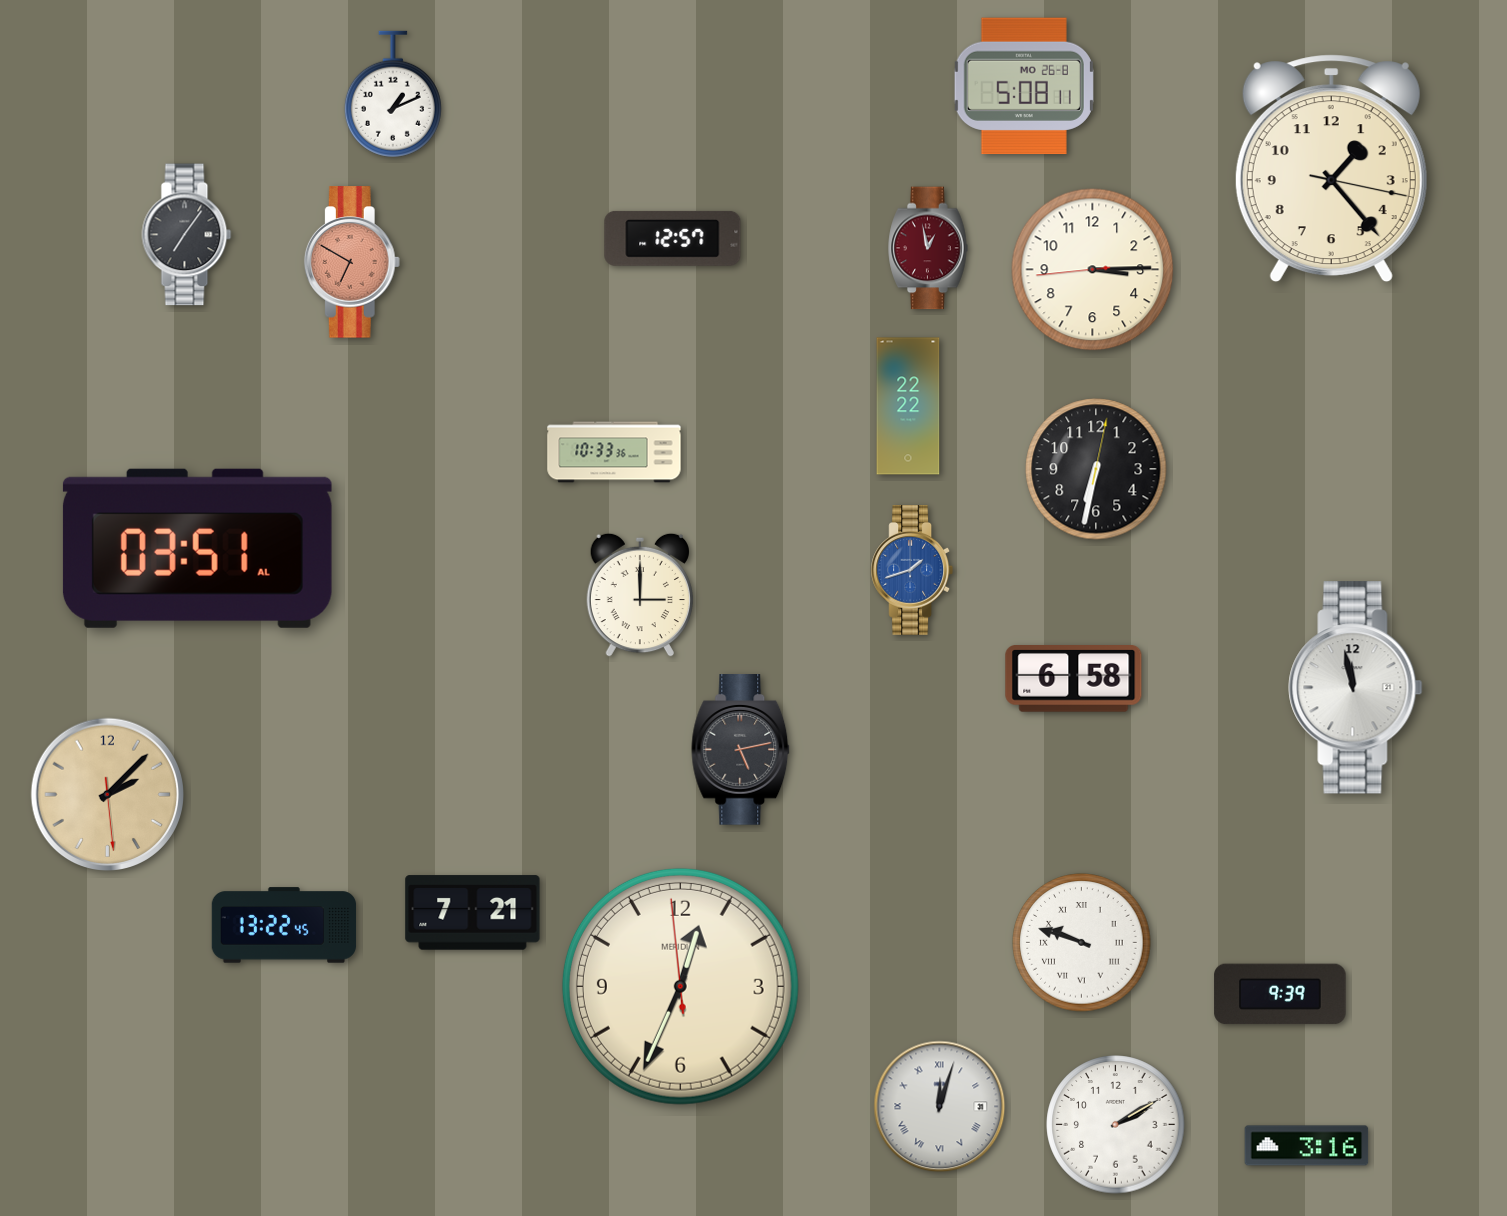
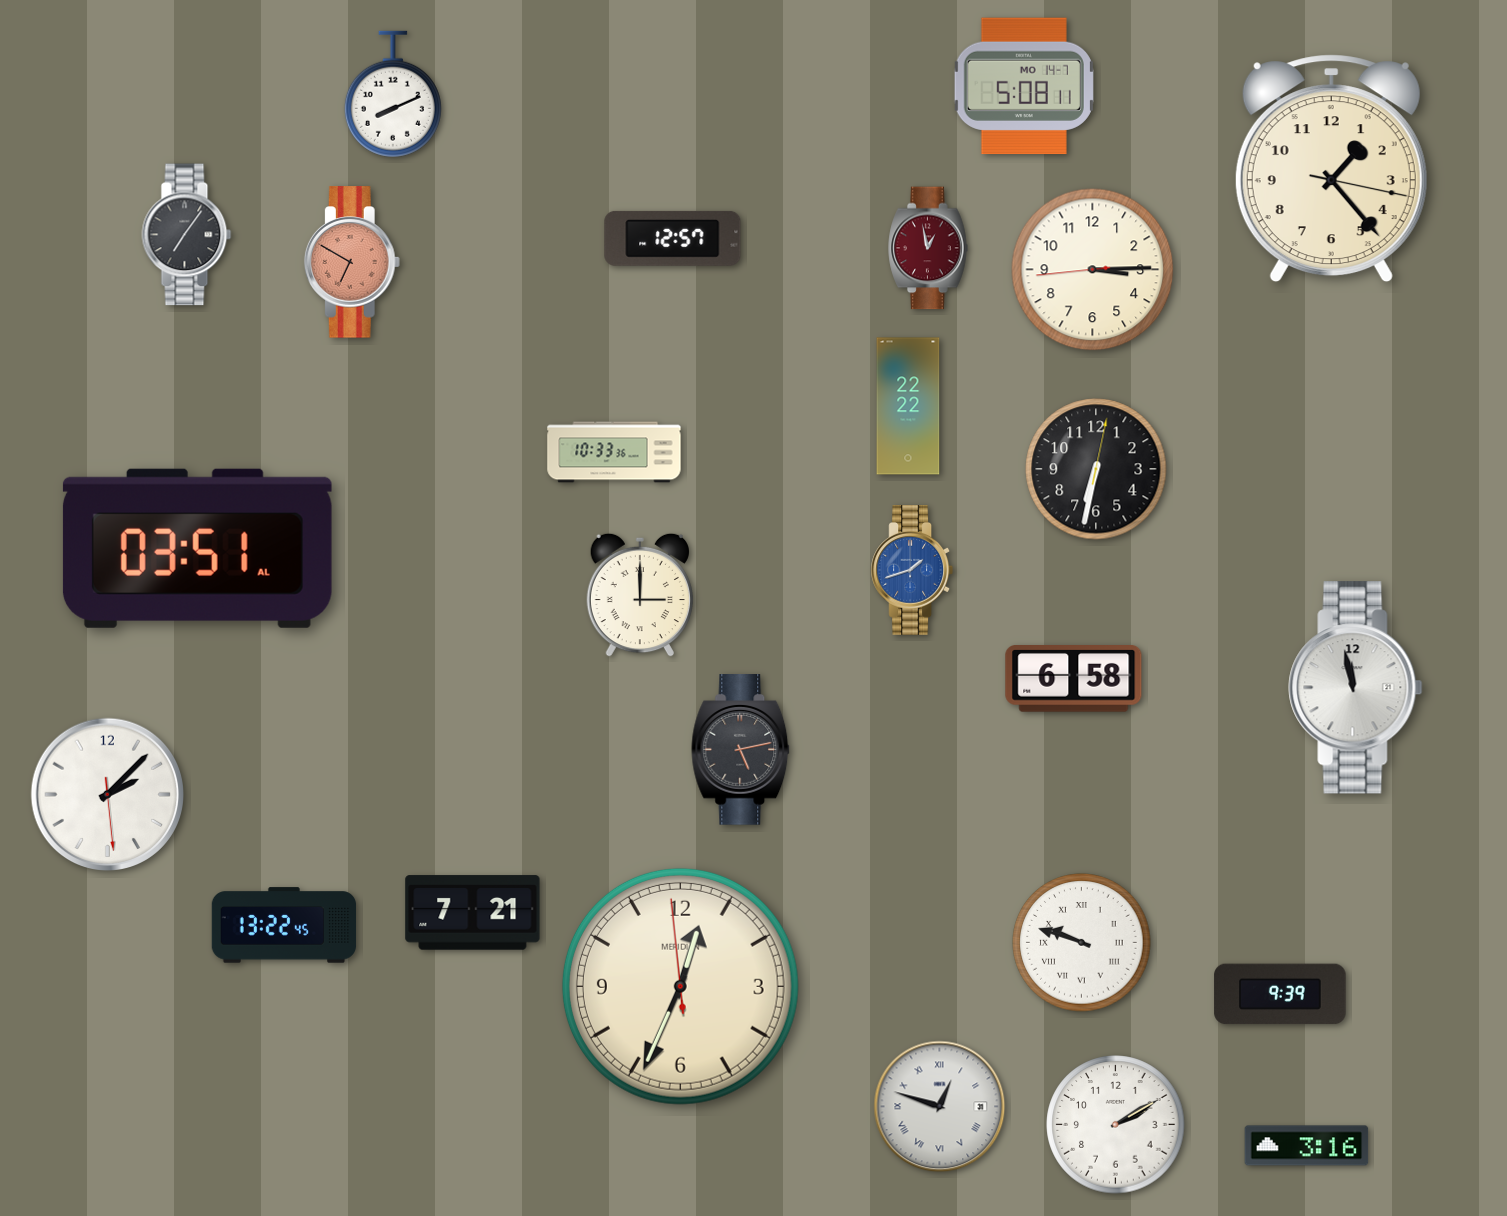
clock at (1024, 86) date: MO 26-8 -> MO 14-7
clock at (393, 94): 1:11 -> 8:11
clock at (108, 795) dial: champagne -> white
clock at (940, 1107): 12:03 -> 12:48
